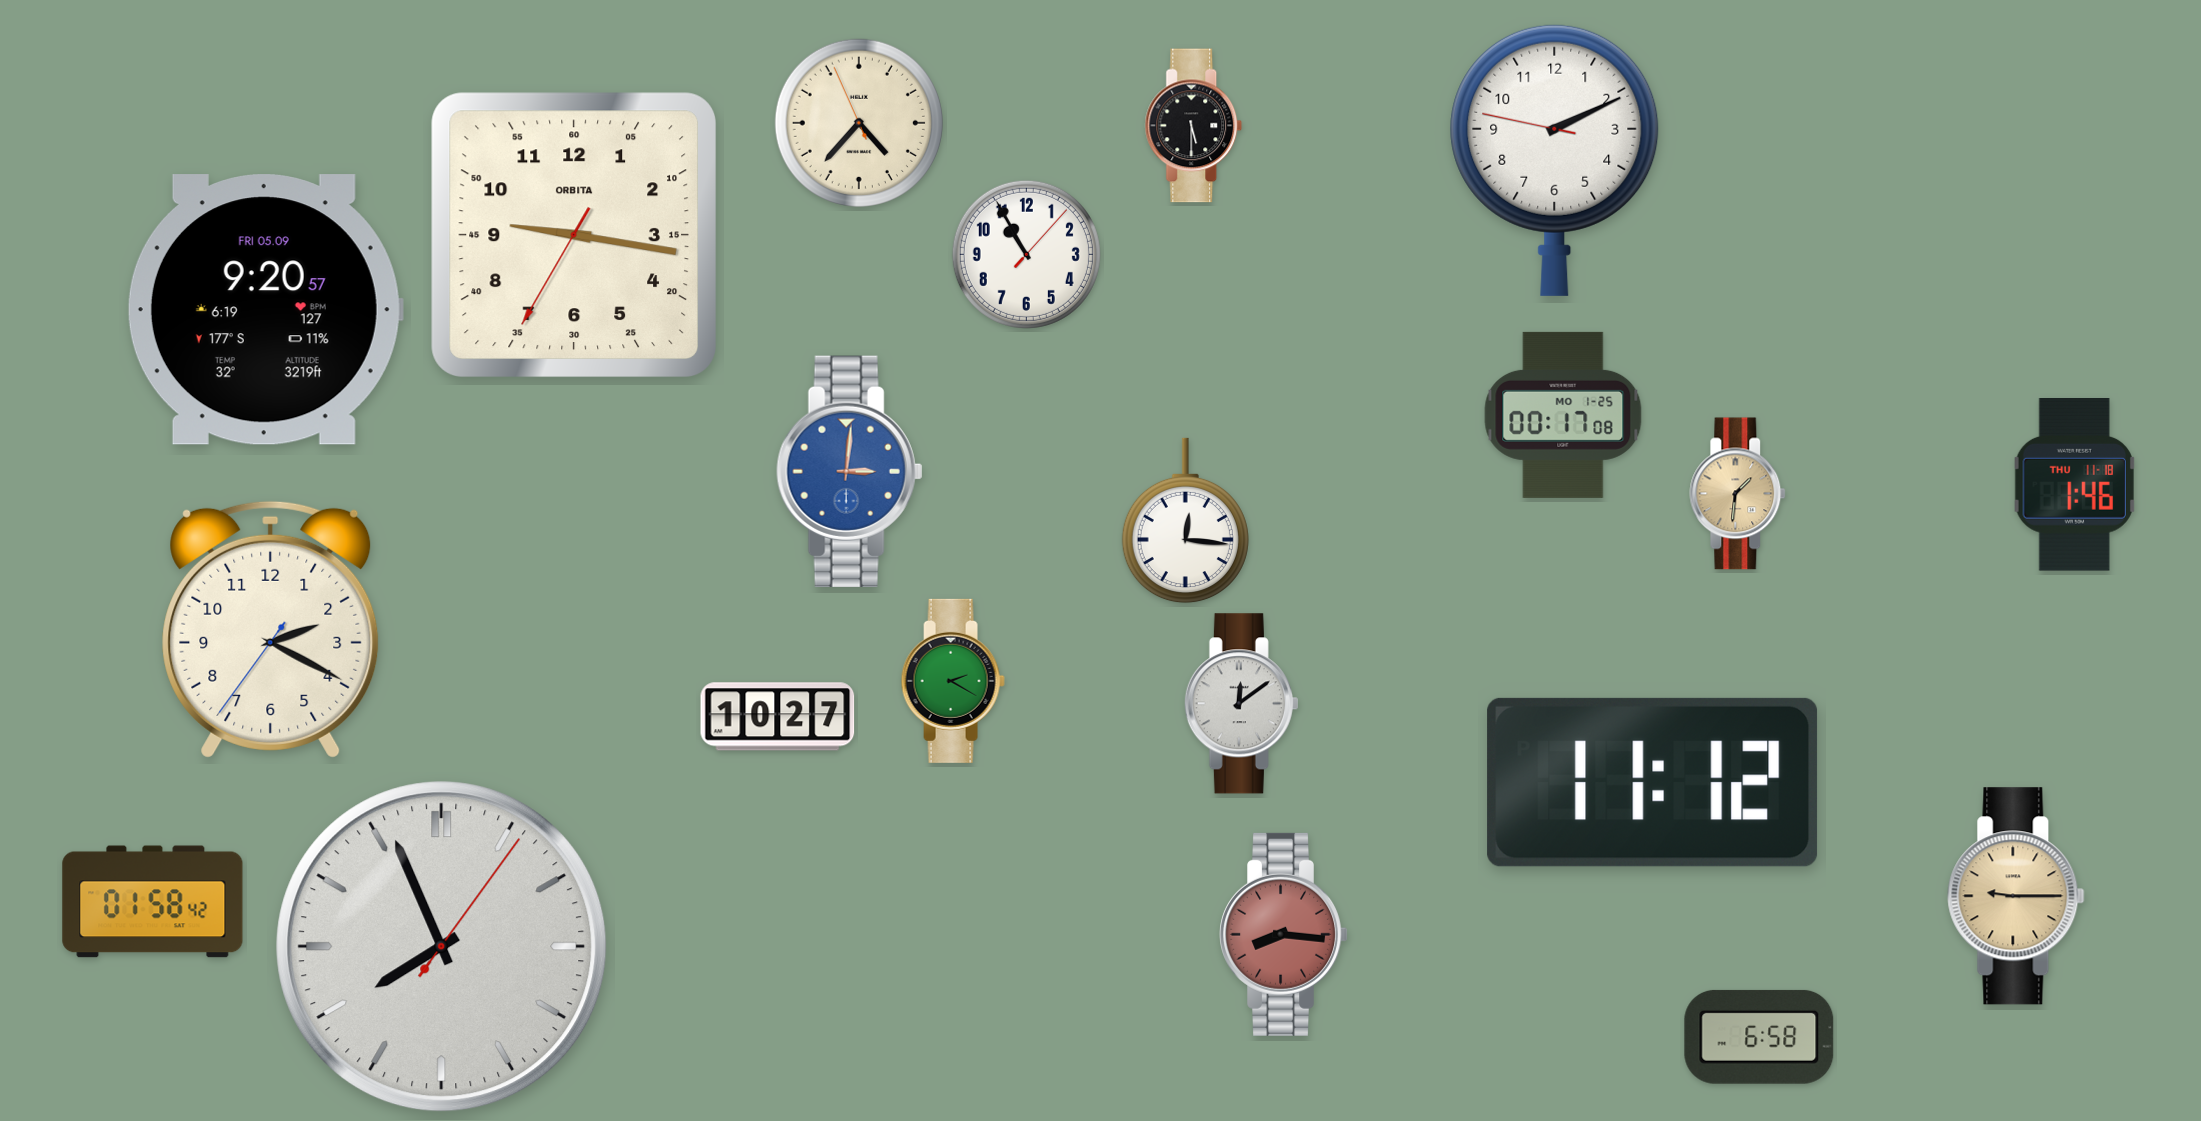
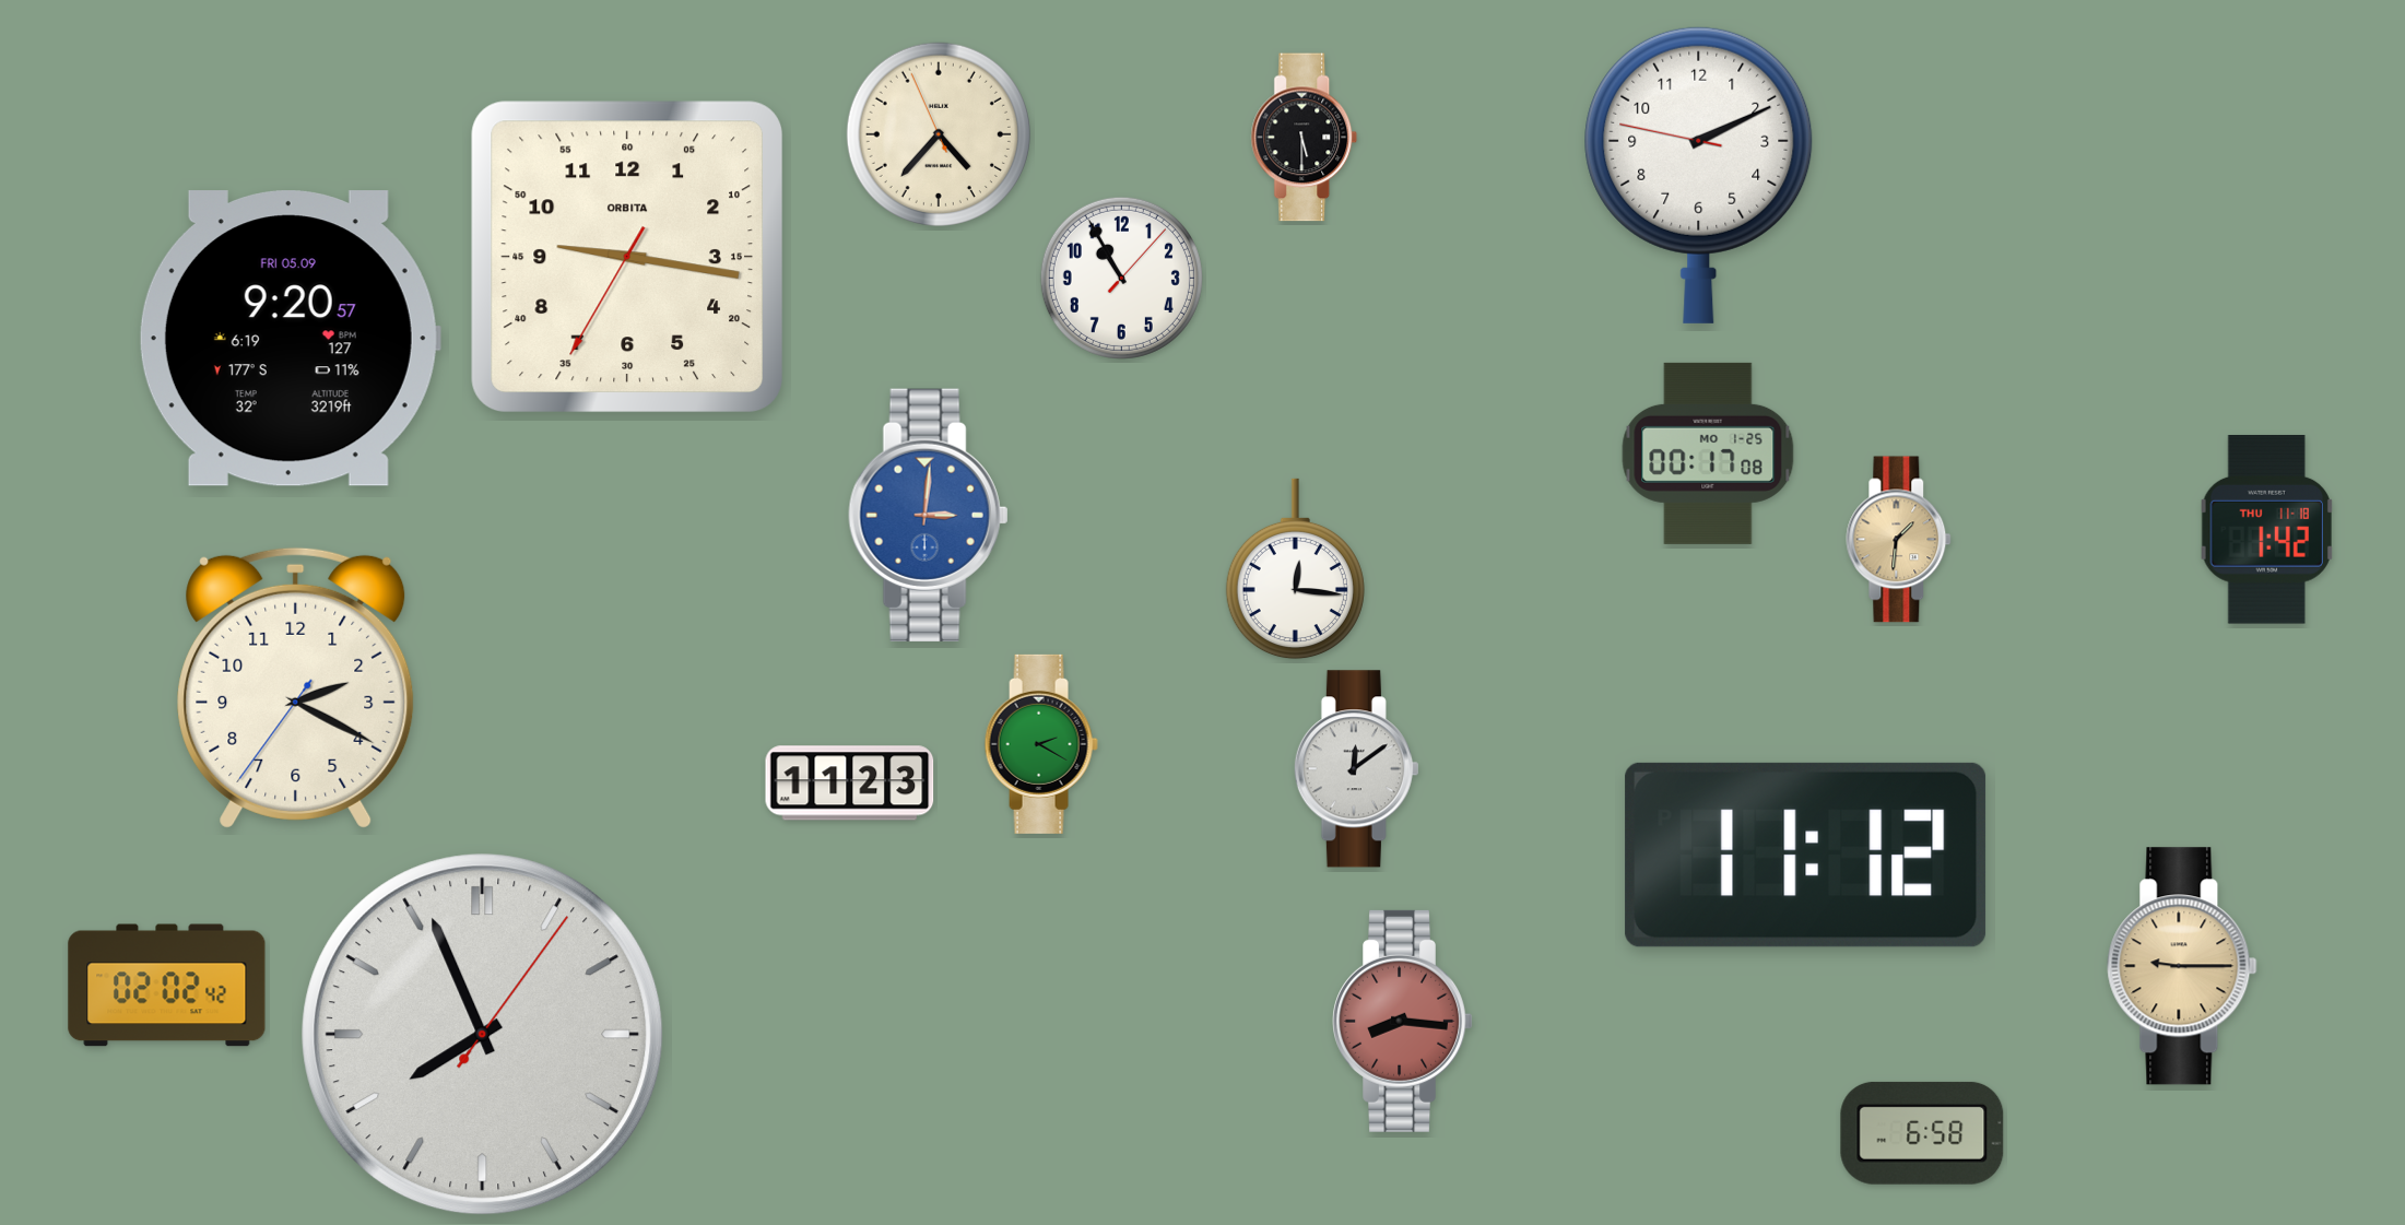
clock at (2074, 485): 1:46 -> 1:42
clock at (778, 717): 10:27 -> 11:23
clock at (2016, 896) position: (2016, 896) -> (2182, 966)
clock at (153, 902): 01:58 -> 02:02
